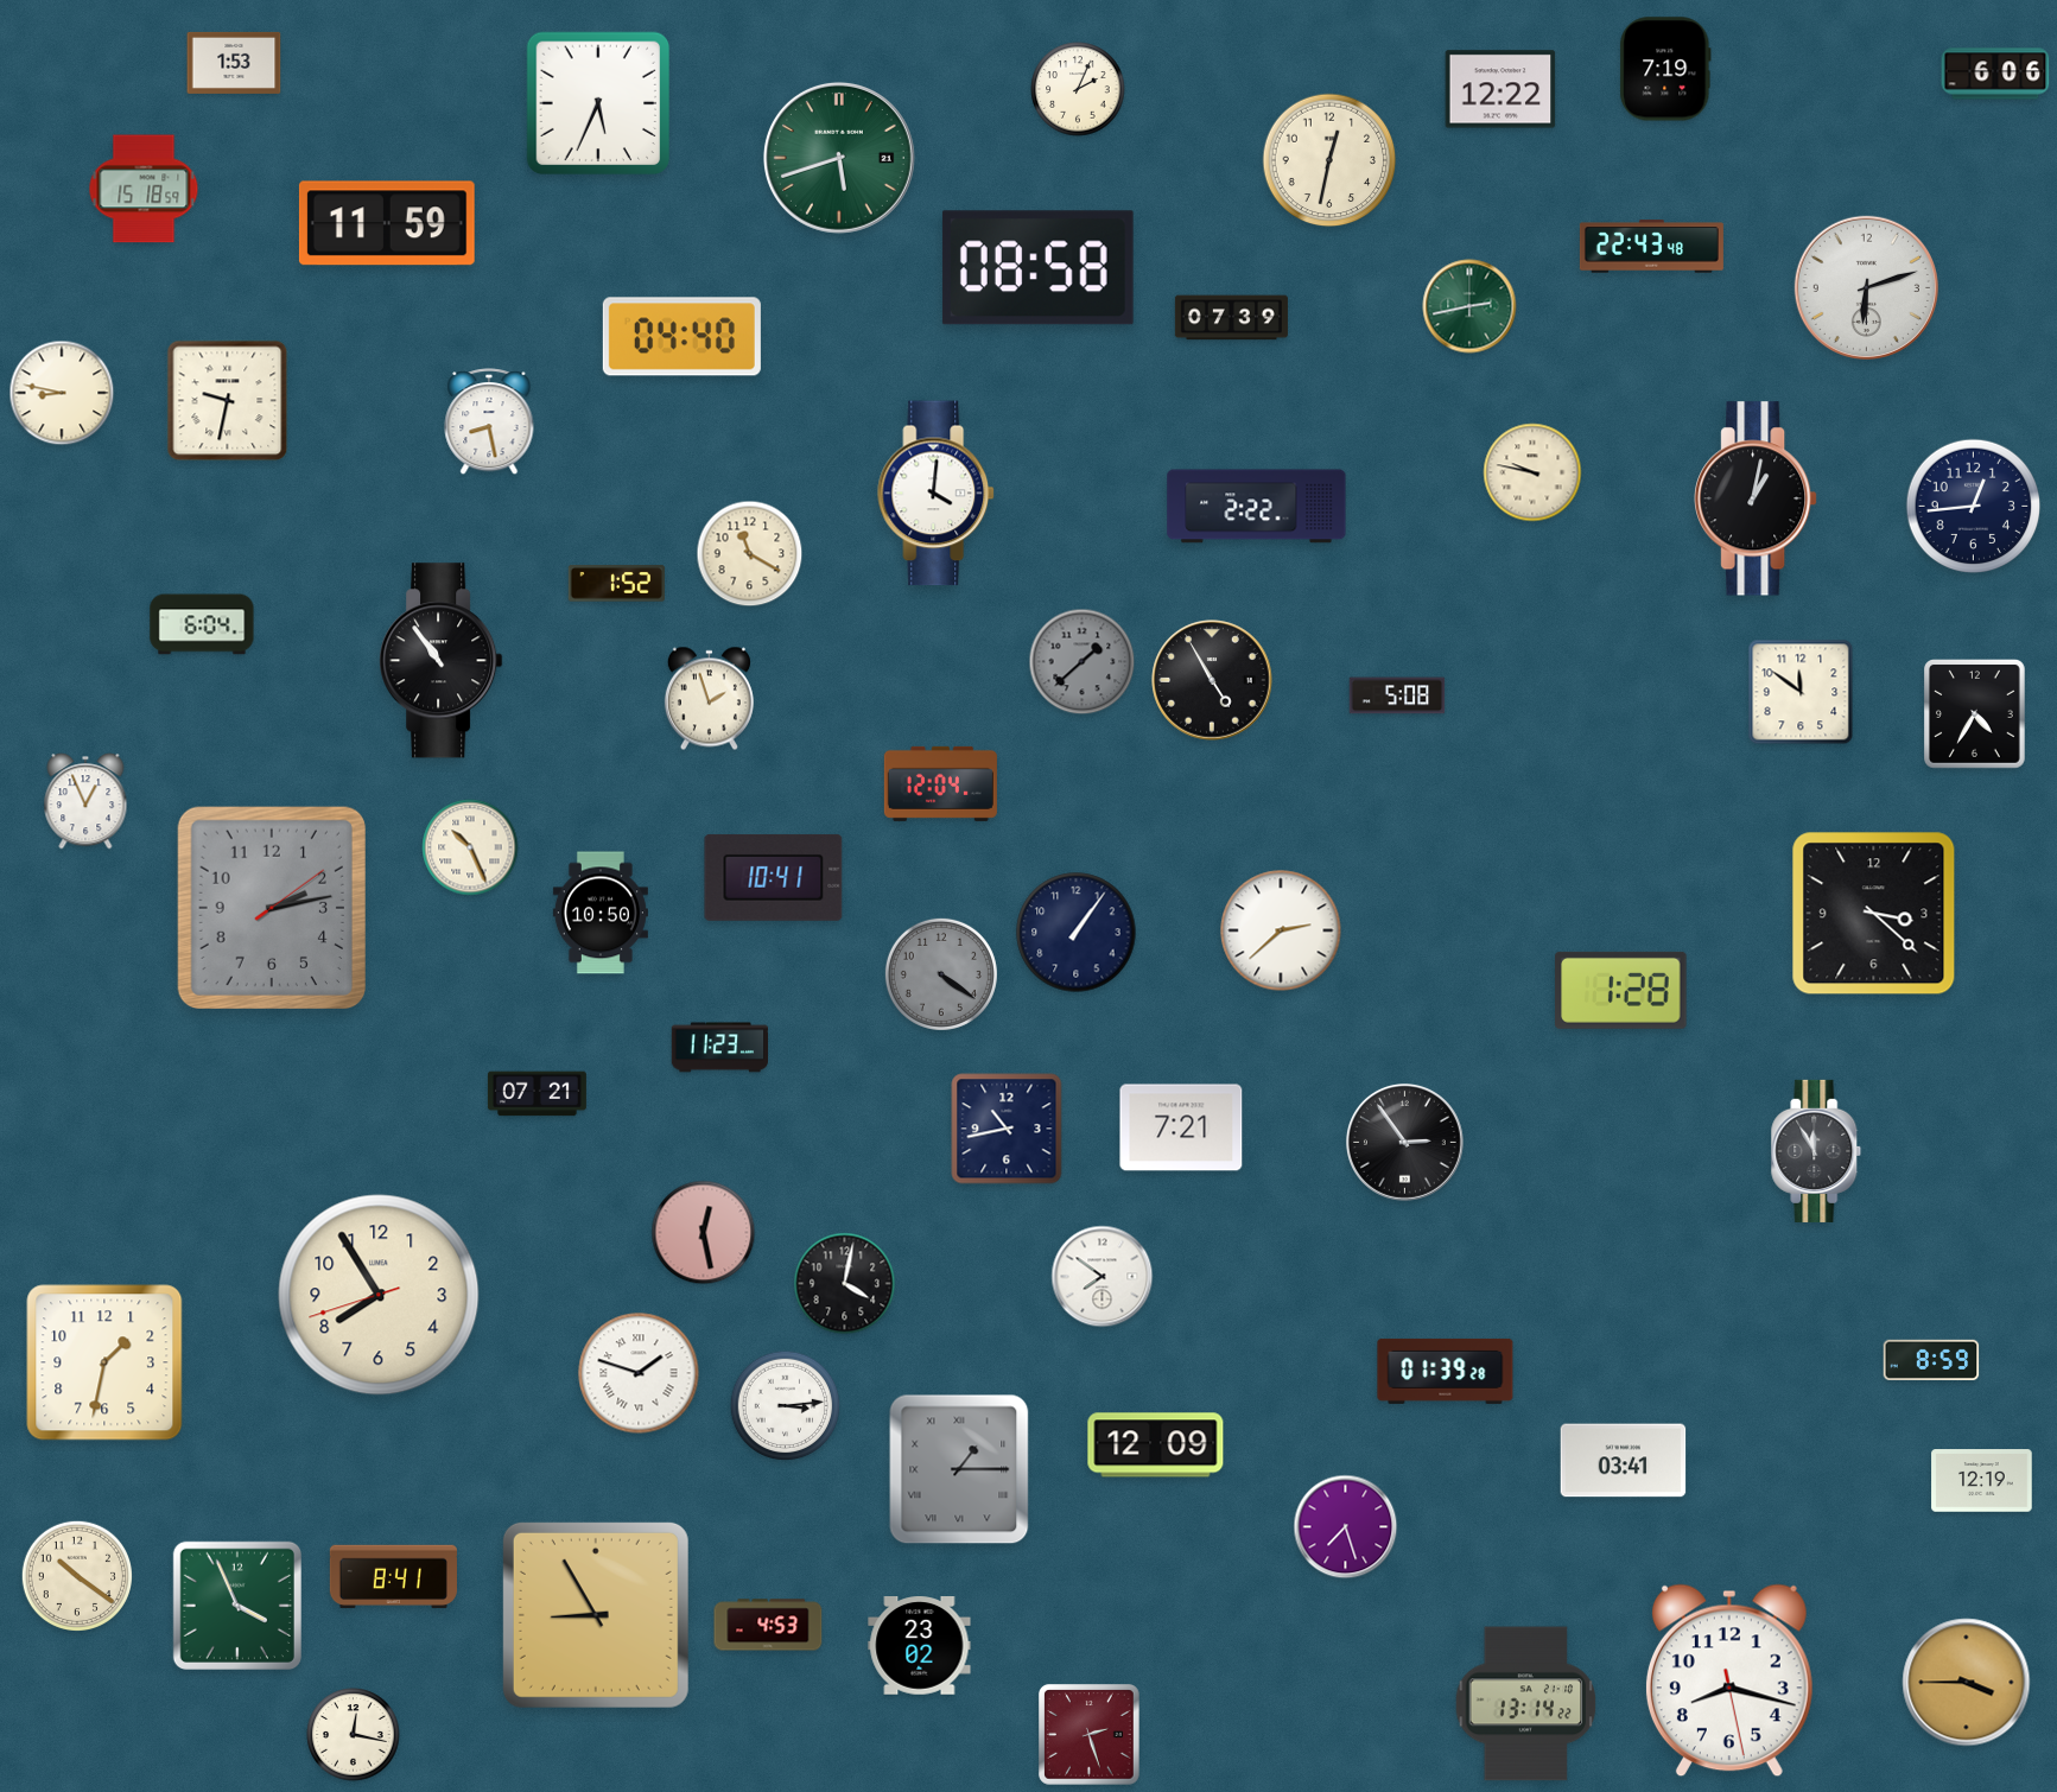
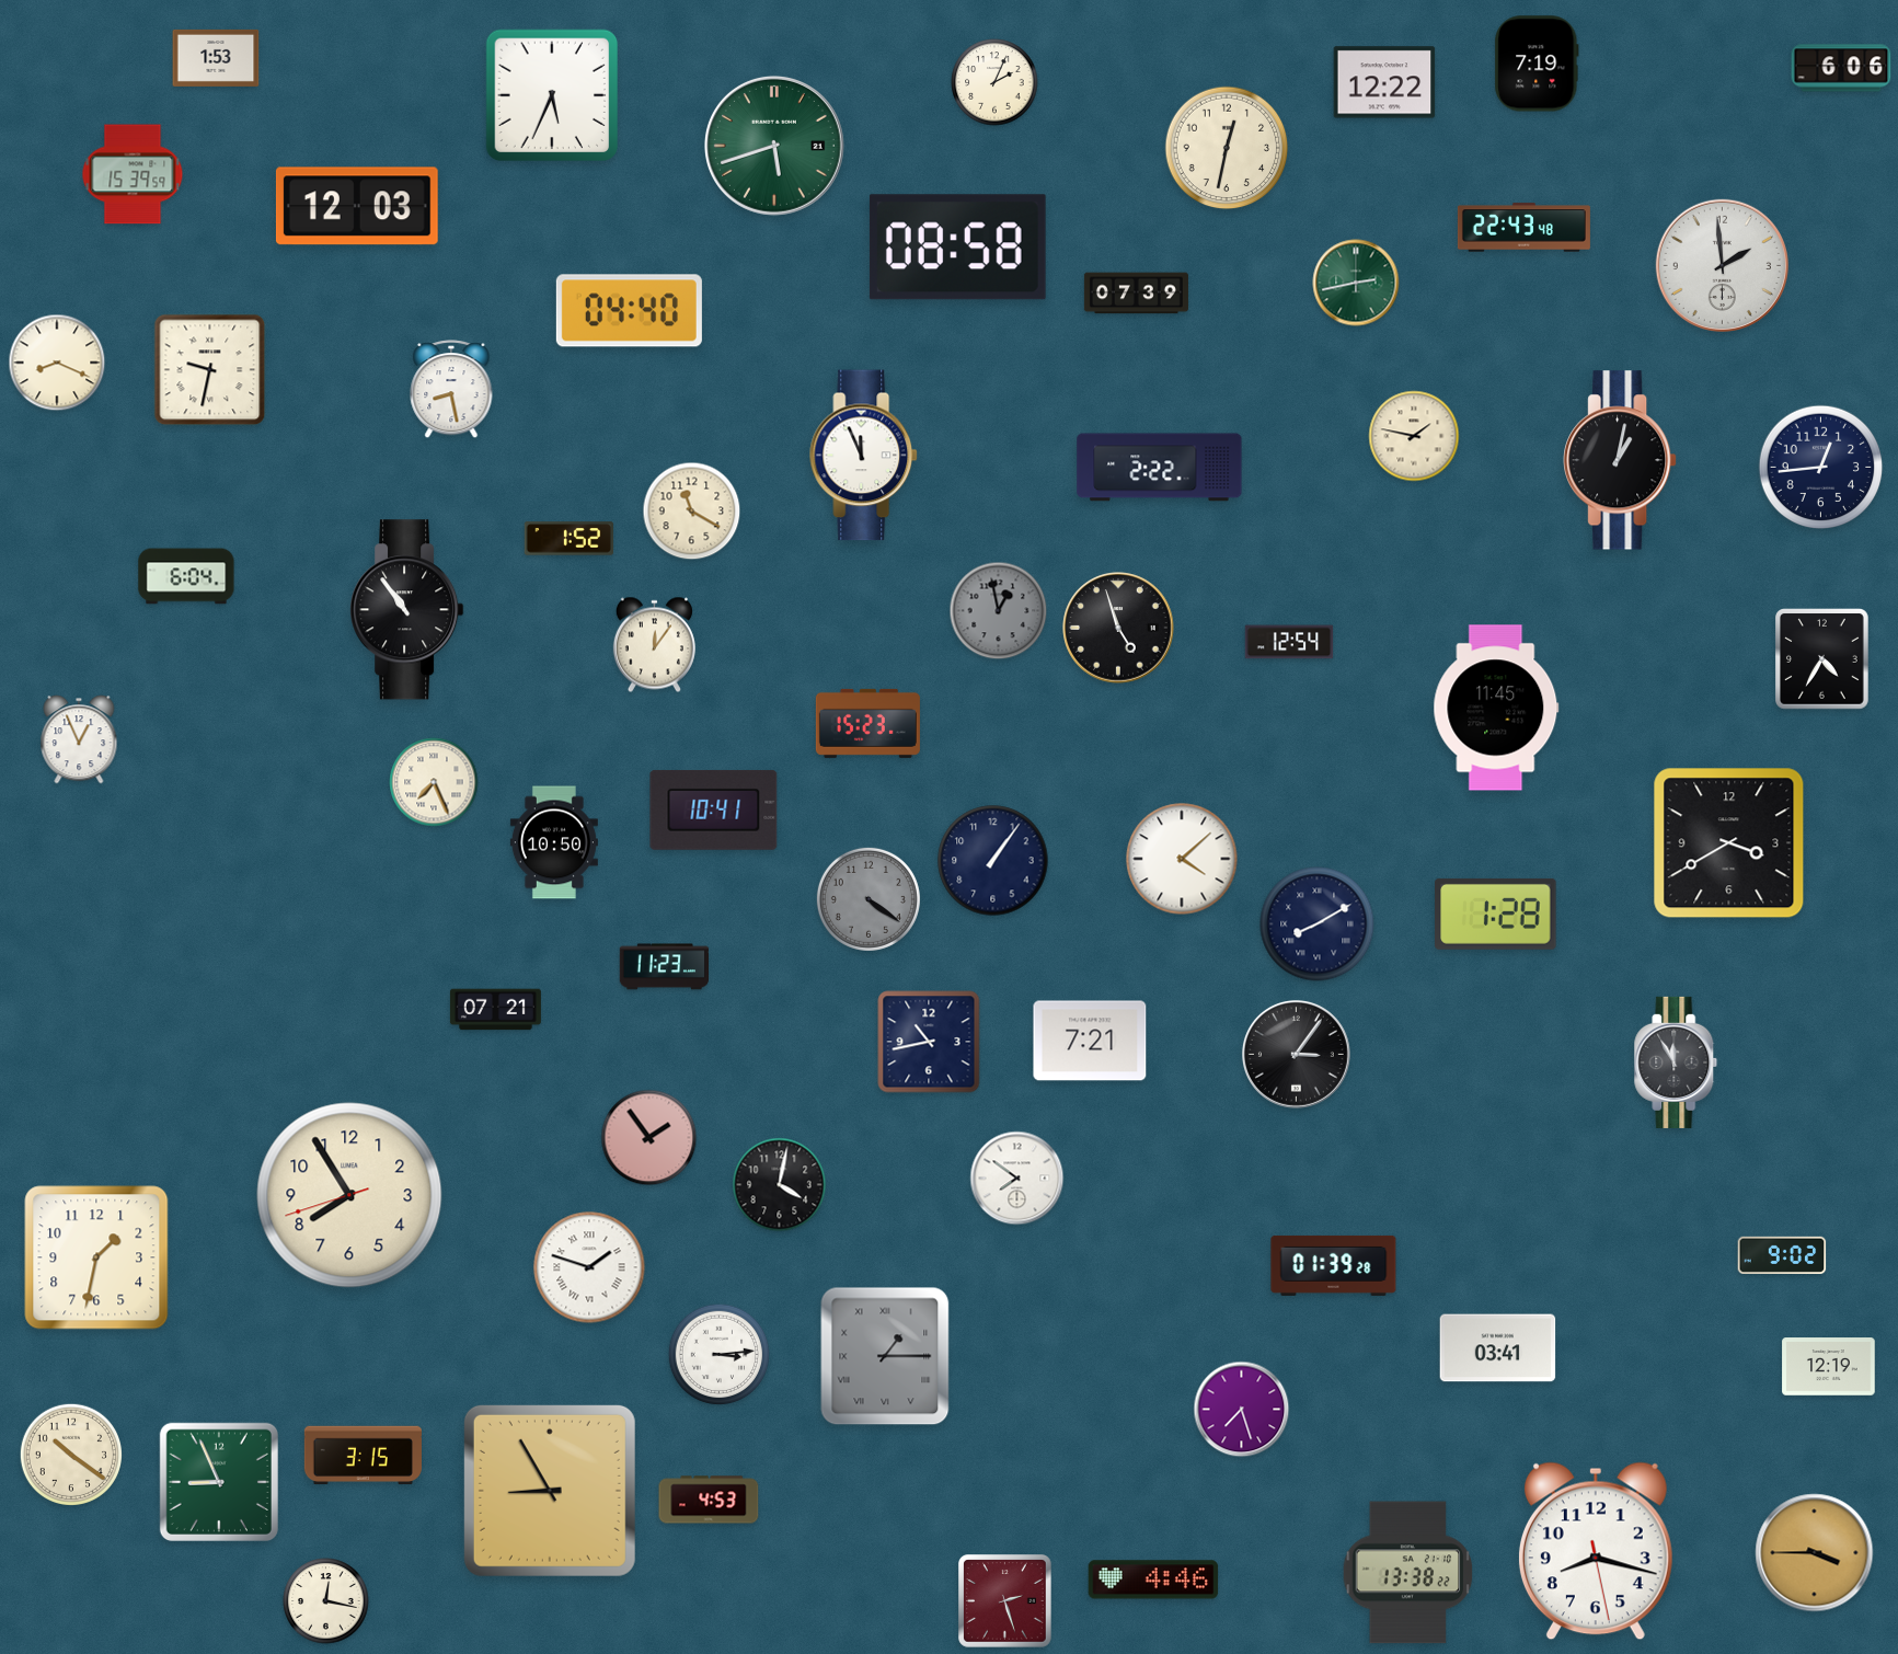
clock at (144, 189): 15:18 -> 15:39
clock at (387, 223): 11:59 -> 12:03
clock at (1866, 287): 6:12 -> 1:59
clock at (62, 393): 8:47 -> 8:19
clock at (1532, 472): 9:47 -> 1:47
clock at (937, 494): 4:01 -> 11:56
clock at (1083, 662): 1:38 -> 12:58
clock at (1212, 680): 4:55 -> 4:57
clock at (1801, 692): 11:51 -> none
clock at (1397, 695): 5:08 -> 12:54
clock at (709, 699): 1:57 -> 12:06
clock at (1496, 708): none -> 11:45
clock at (940, 783): 12:04 -> 15:23
clock at (470, 847): 10:26 -> 7:26
clock at (272, 907): 2:13 -> none
clock at (1874, 914): 3:22 -> 3:40
clock at (1281, 930): 2:38 -> 4:08
clock at (1318, 924): none -> 8:10
clock at (1404, 1142): 2:54 -> 3:06
clock at (704, 1233): 12:28 -> 1:54
clock at (1931, 1359): 8:59 -> 9:02
clock at (786, 1406) position: (786, 1406) -> (720, 1355)
clock at (1156, 1445): 12:09 -> none
clock at (393, 1577): 8:41 -> 3:15
clock at (237, 1606): 3:56 -> 8:56
clock at (920, 1646): 23:02 -> none
clock at (1526, 1704): 13:14 -> 13:38
clock at (1153, 1580): none -> 4:46
